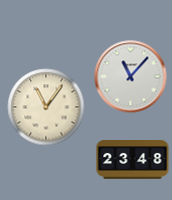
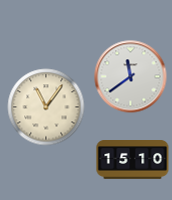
clock at (131, 77): 11:07 -> 11:39
clock at (133, 160): 23:48 -> 15:10
